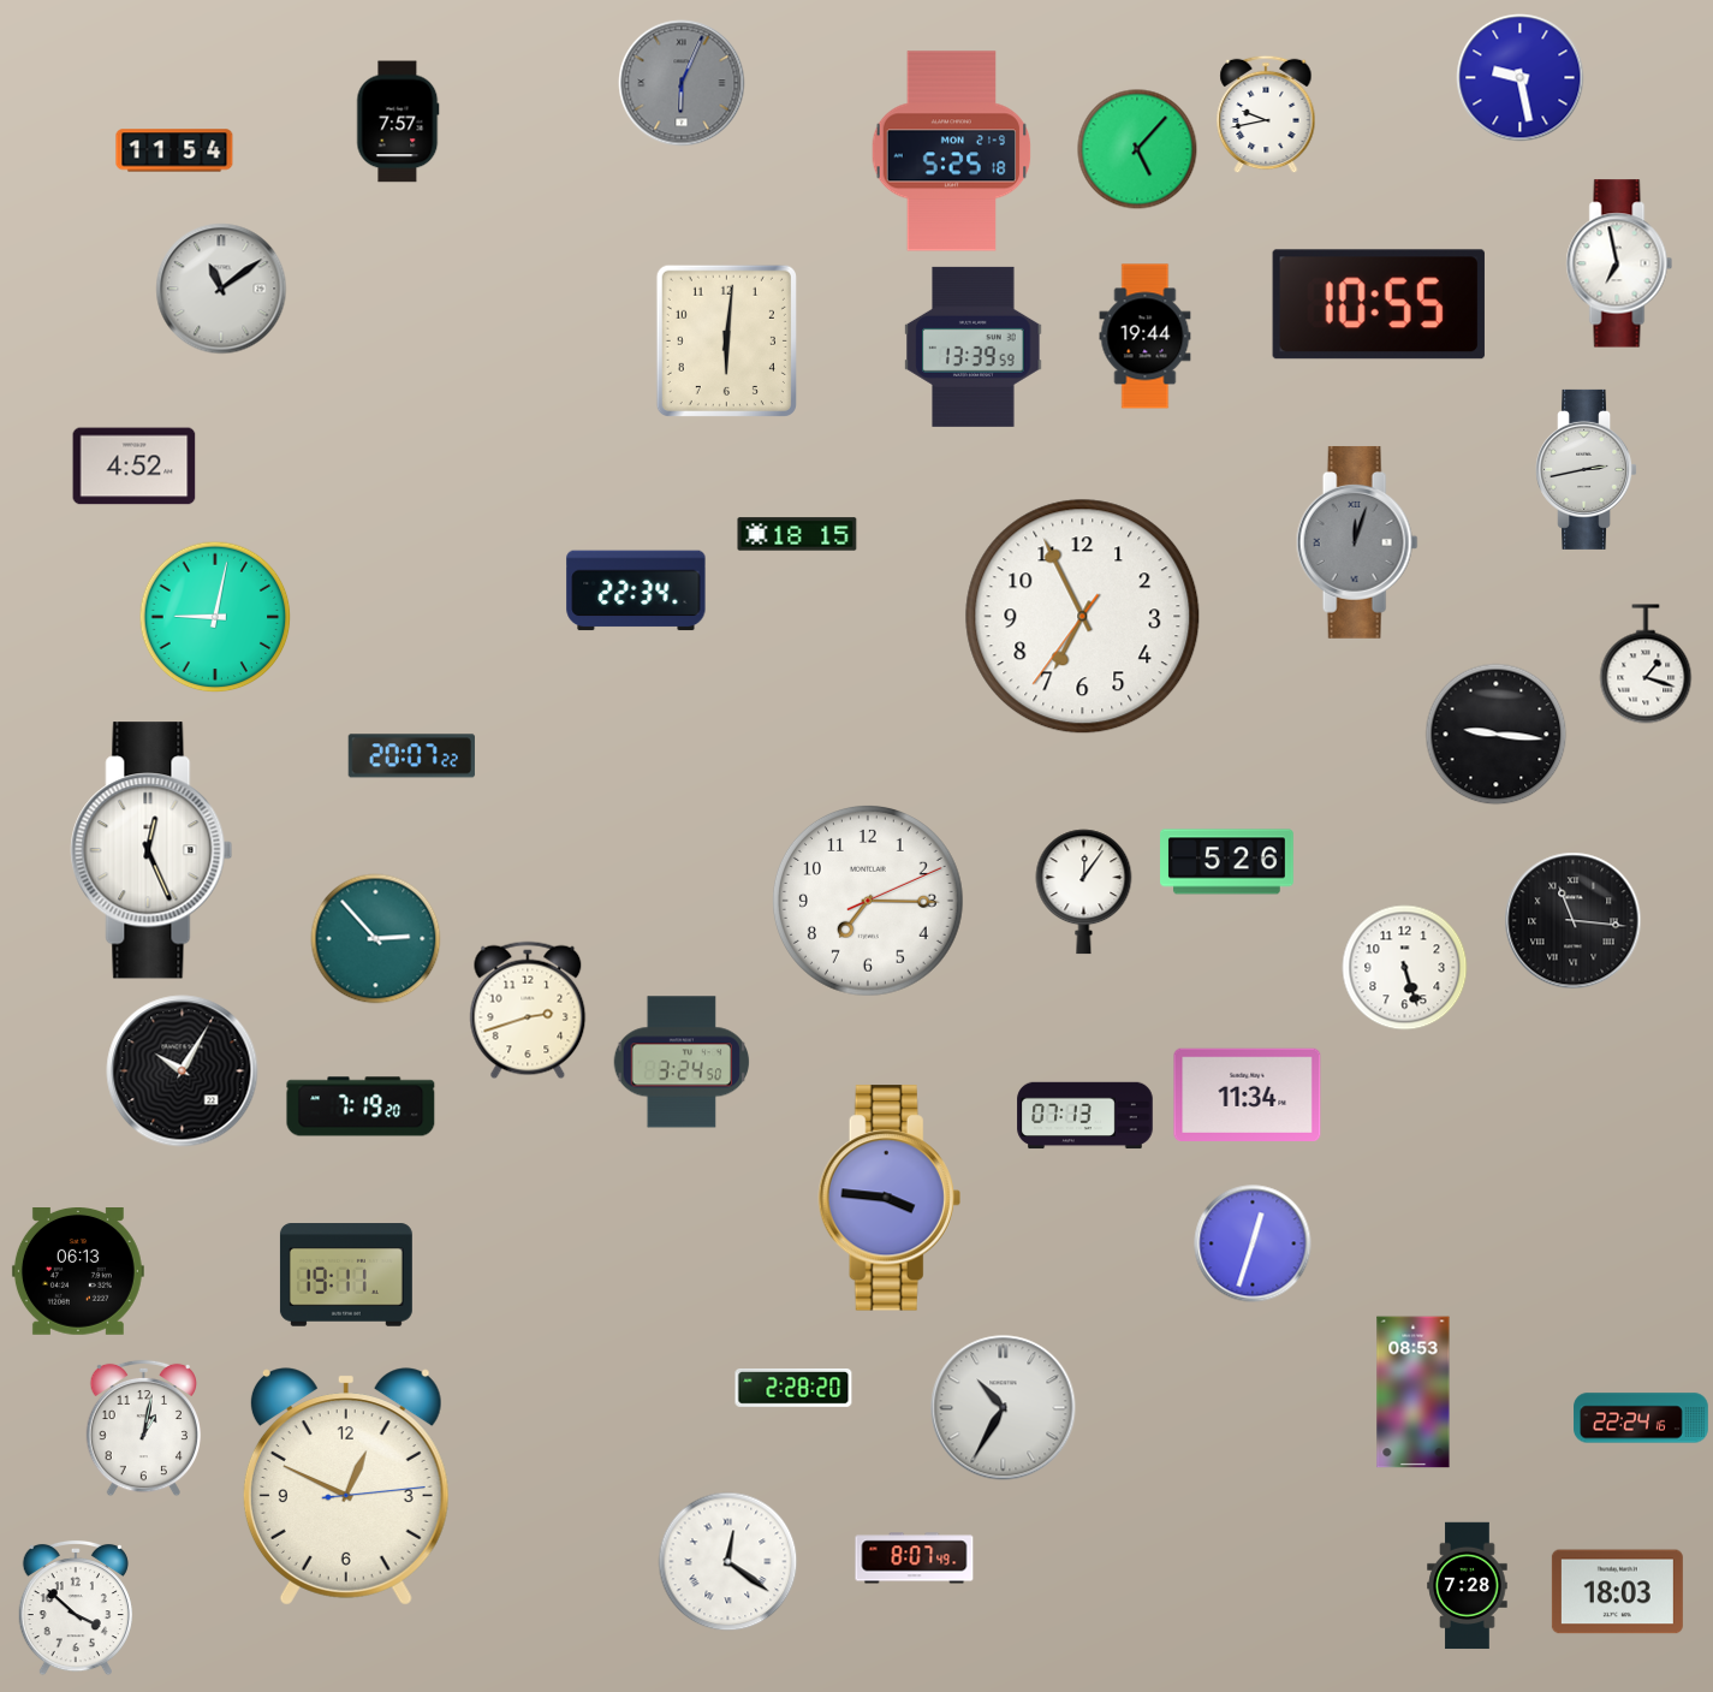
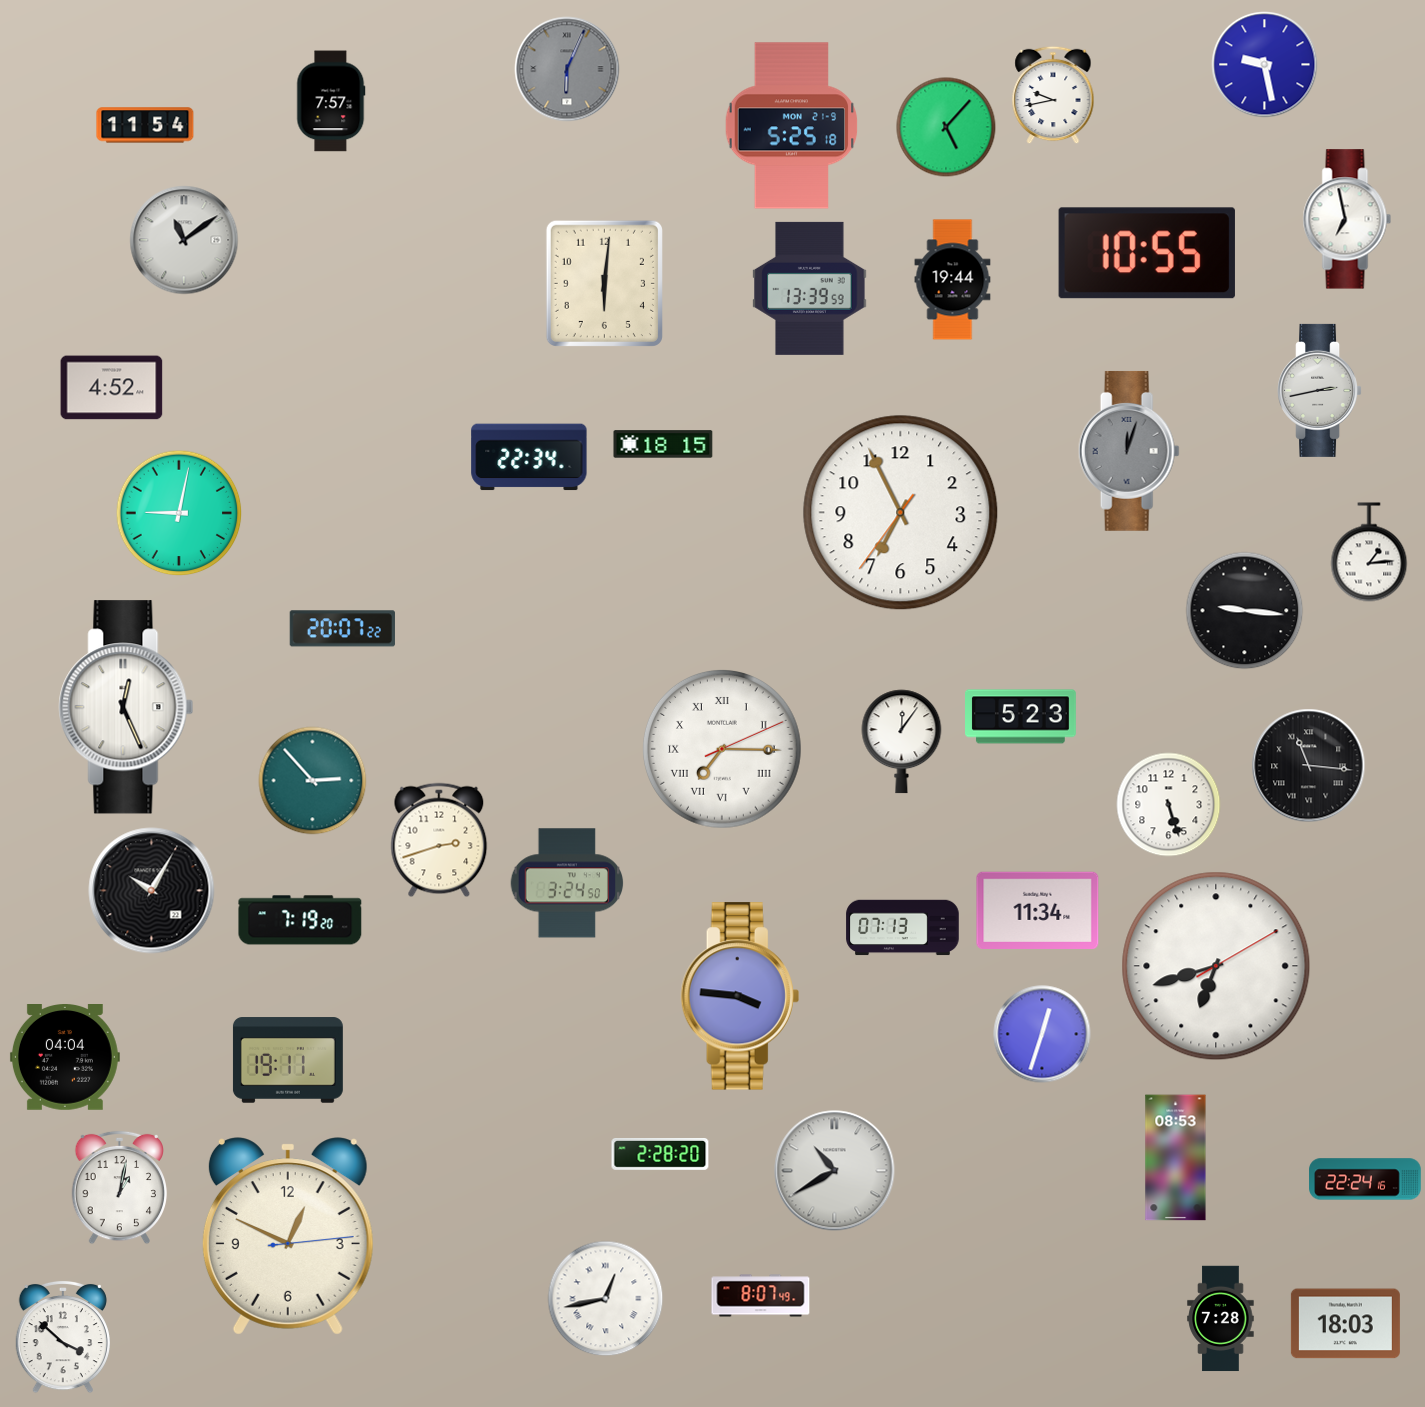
clock at (1137, 149) position: (1137, 149) -> (946, 127)
clock at (636, 590) position: (636, 590) -> (529, 457)
clock at (1646, 664): 1:18 -> 1:14
clock at (1227, 862): 5:26 -> 5:23
clock at (868, 901) numerals: Arabic -> Roman
clock at (1216, 966): none -> 6:42
clock at (78, 1272): 06:13 -> 04:04
clock at (1004, 1408): 10:35 -> 10:40
clock at (728, 1562): 12:21 -> 12:43
